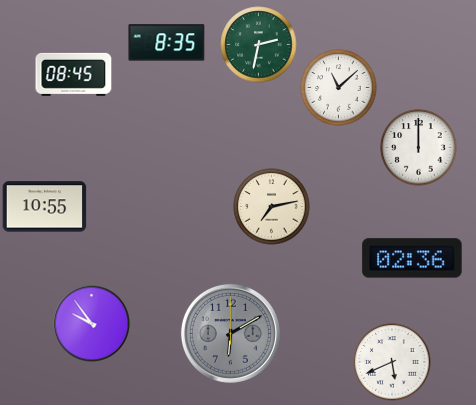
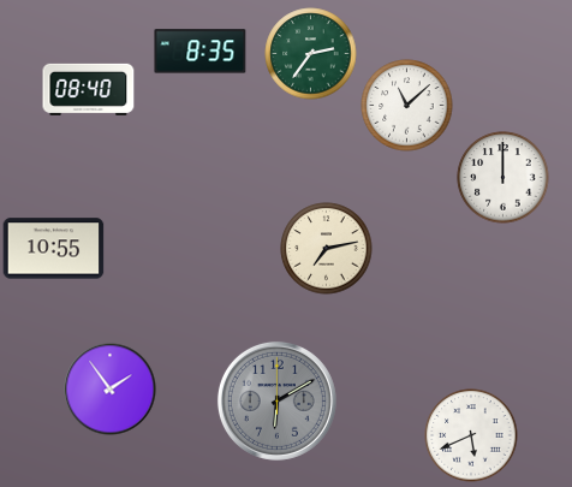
clock at (259, 45): 2:32 -> 2:36
clock at (74, 74): 08:45 -> 08:40
clock at (412, 258): 02:36 -> none
clock at (92, 324): 9:54 -> 1:54
